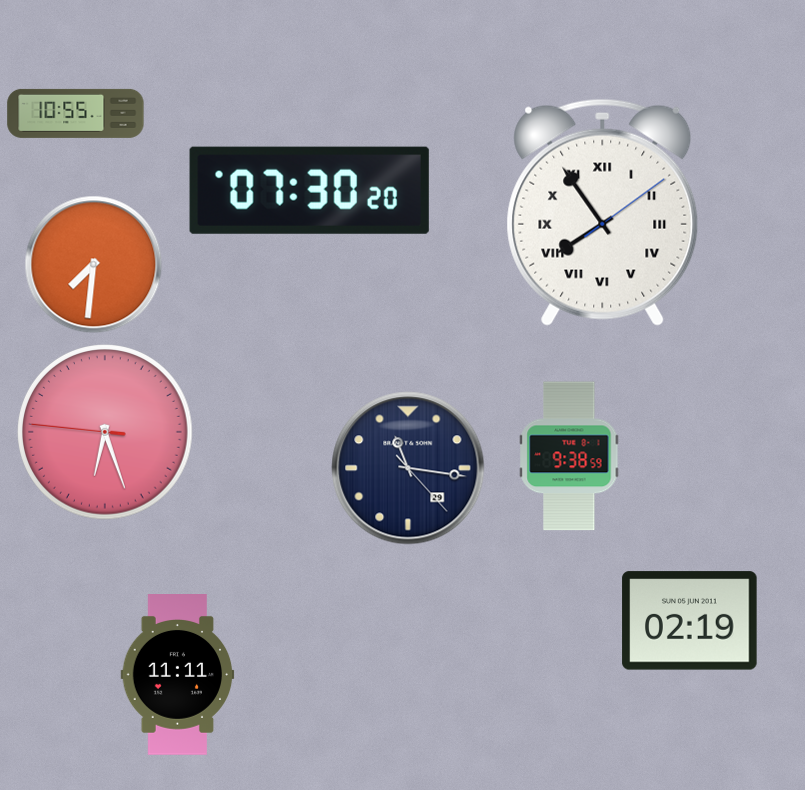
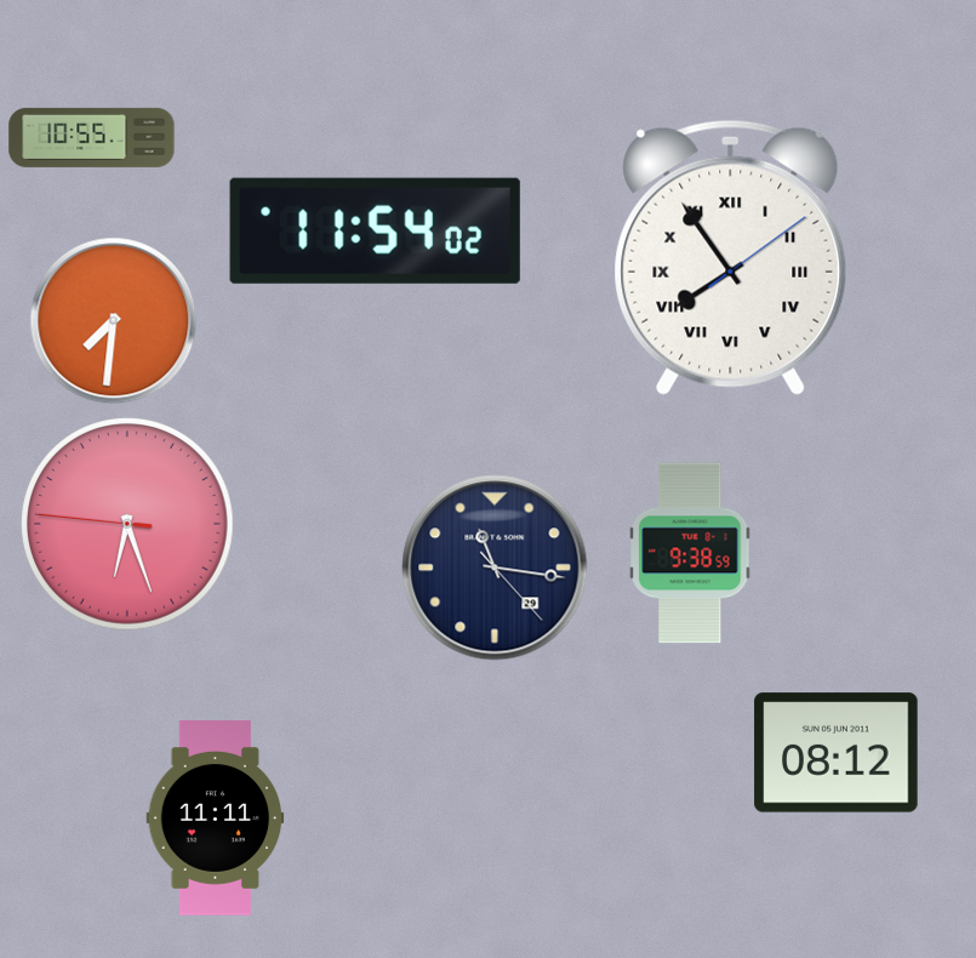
clock at (309, 190): 07:30 -> 11:54
clock at (690, 621): 02:19 -> 08:12
